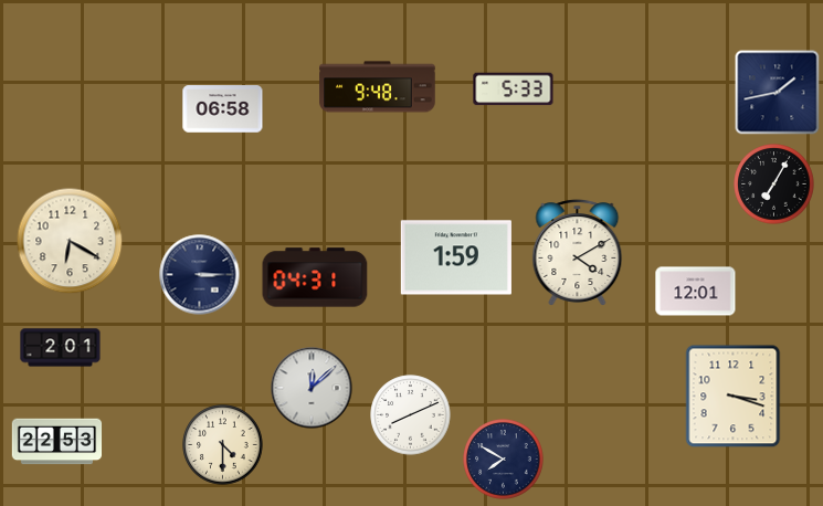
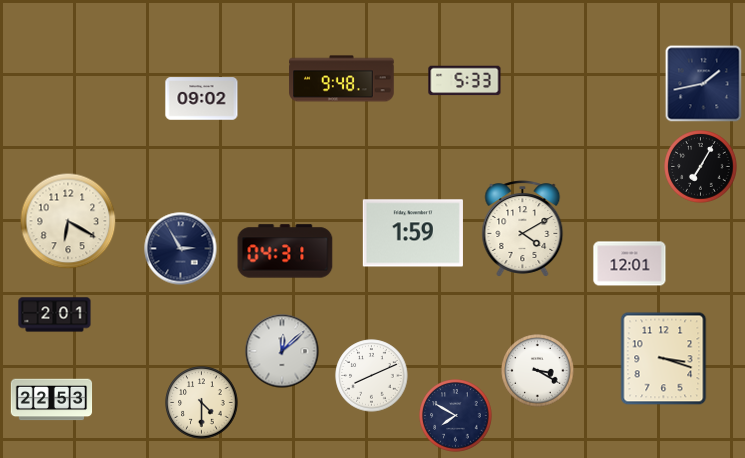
clock at (223, 109): 06:58 -> 09:02
clock at (70, 241) position: (70, 241) -> (68, 221)
clock at (200, 275): 3:15 -> 2:55
clock at (538, 371): none -> 3:20
